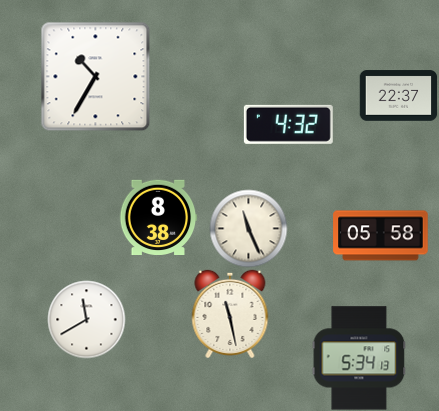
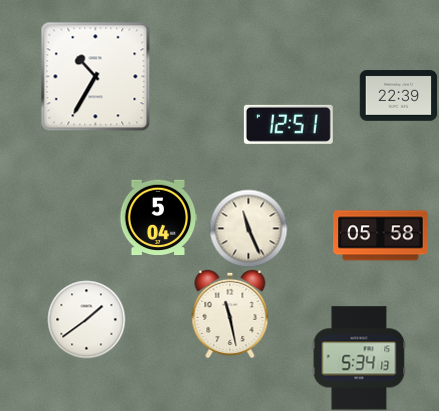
clock at (398, 96): 22:37 -> 22:39
clock at (288, 124): 4:32 -> 12:51
clock at (158, 217): 8:38 -> 5:04
clock at (86, 319): 11:40 -> 1:39
